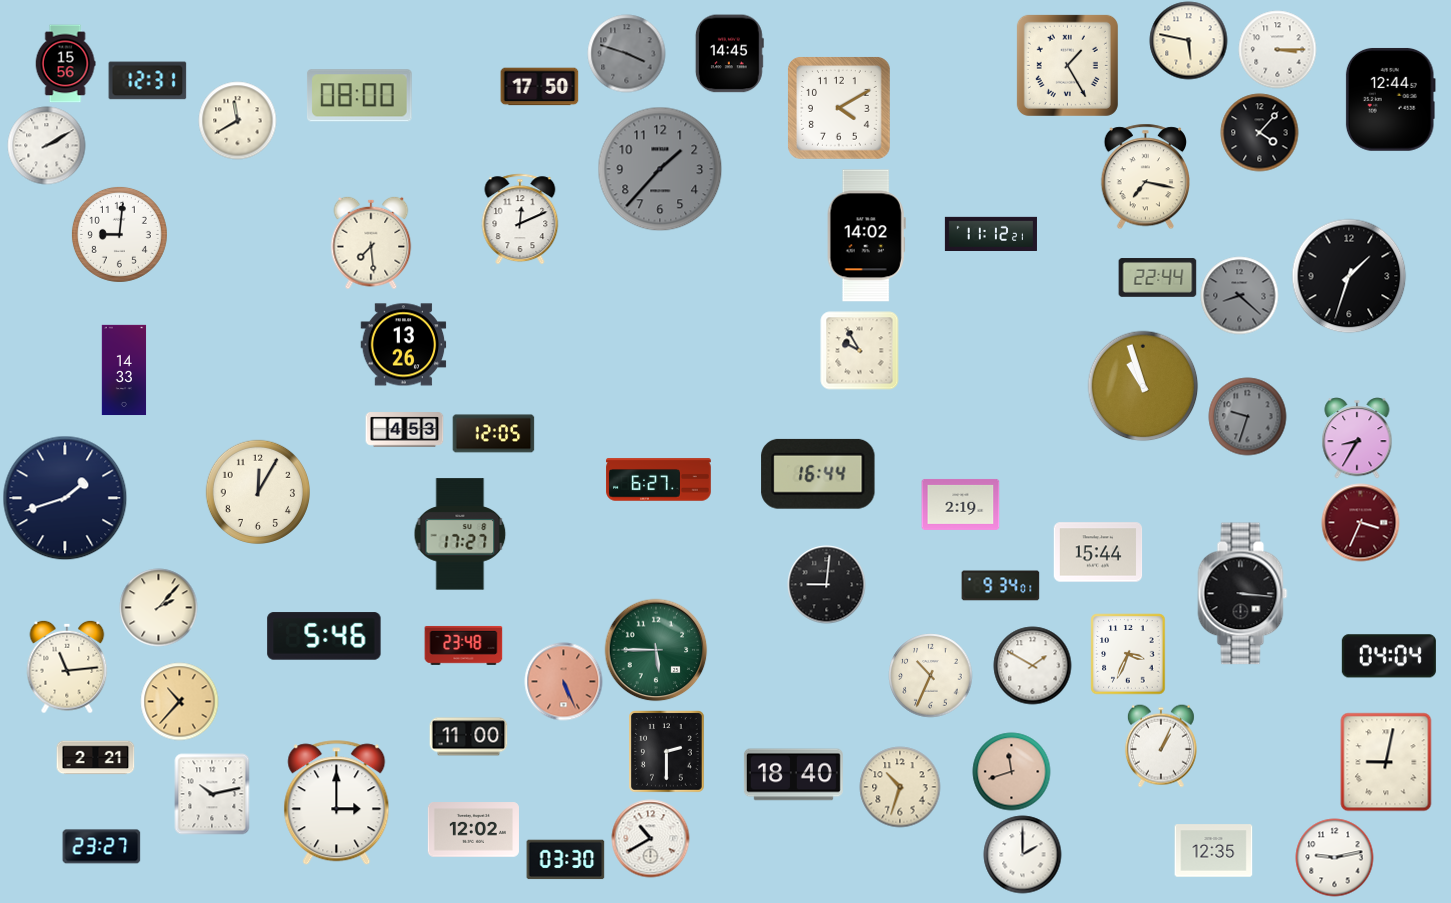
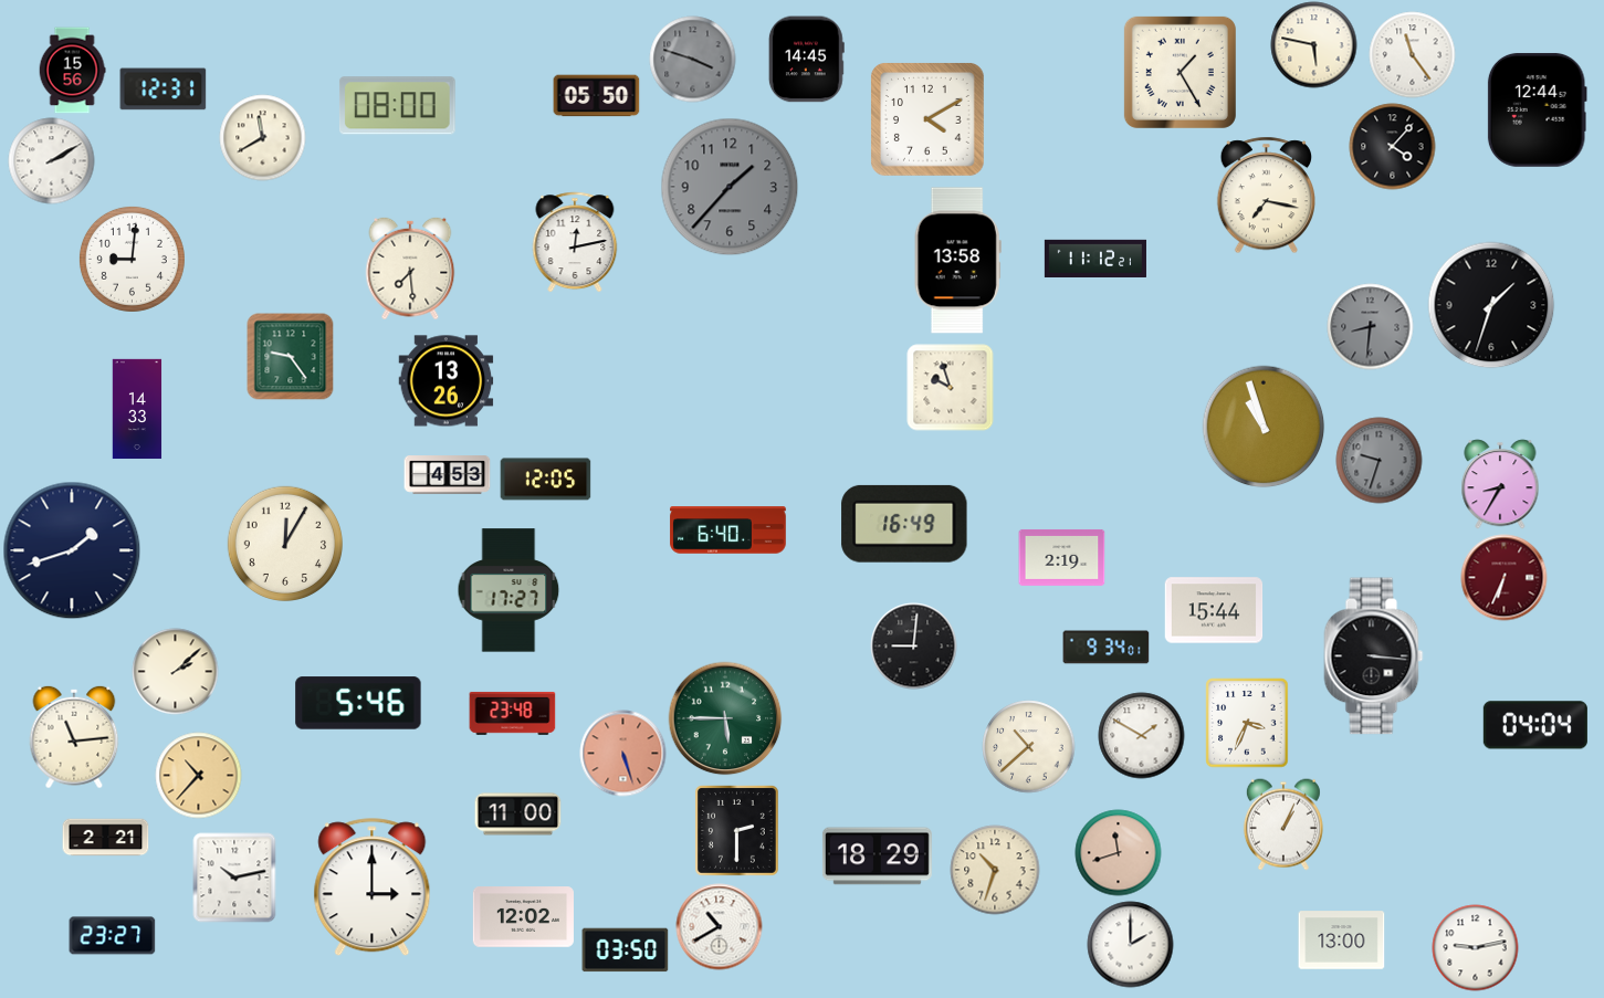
clock at (1277, 49): 3:15 -> 11:24
clock at (539, 87): 17:50 -> 05:50
clock at (237, 120) position: (237, 120) -> (262, 137)
clock at (520, 219): 12:11 -> 12:13
clock at (866, 236): 14:02 -> 13:58
clock at (1157, 278): 22:44 -> none
clock at (1239, 295): 8:22 -> 8:31
clock at (290, 356): none -> 9:24
clock at (859, 350): 9:55 -> 9:57
clock at (818, 474): 16:44 -> 16:49
clock at (659, 480): 6:27 -> 6:40
clock at (1360, 522): 3:34 -> 6:34
clock at (158, 607): 2:07 -> 2:08
clock at (930, 675): 10:34 -> 10:38
clock at (563, 681): 5:26 -> 5:27
clock at (1386, 762): 9:02 -> none
clock at (793, 775): 18:40 -> 18:29
clock at (1213, 851): 12:35 -> 13:00
clock at (565, 860): 03:30 -> 03:50
